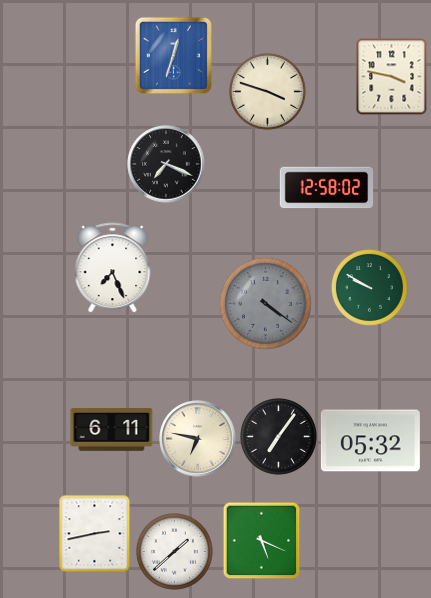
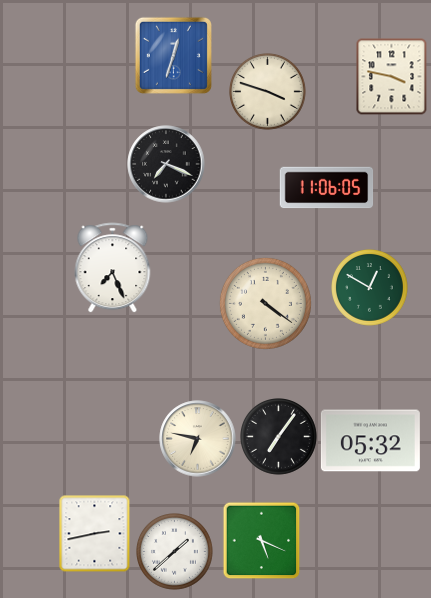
clock at (327, 188): 12:58 -> 11:06
clock at (370, 288): 9:50 -> 12:50
clock at (265, 303) dial: grey -> cream
clock at (112, 430): 6:11 -> none
